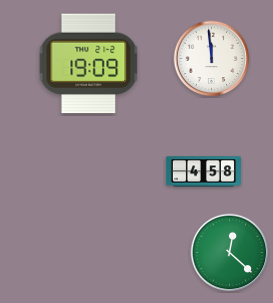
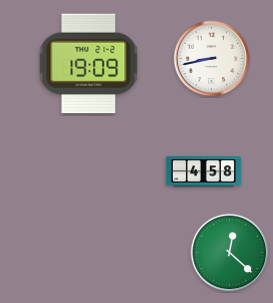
clock at (212, 59): 11:59 -> 8:43
